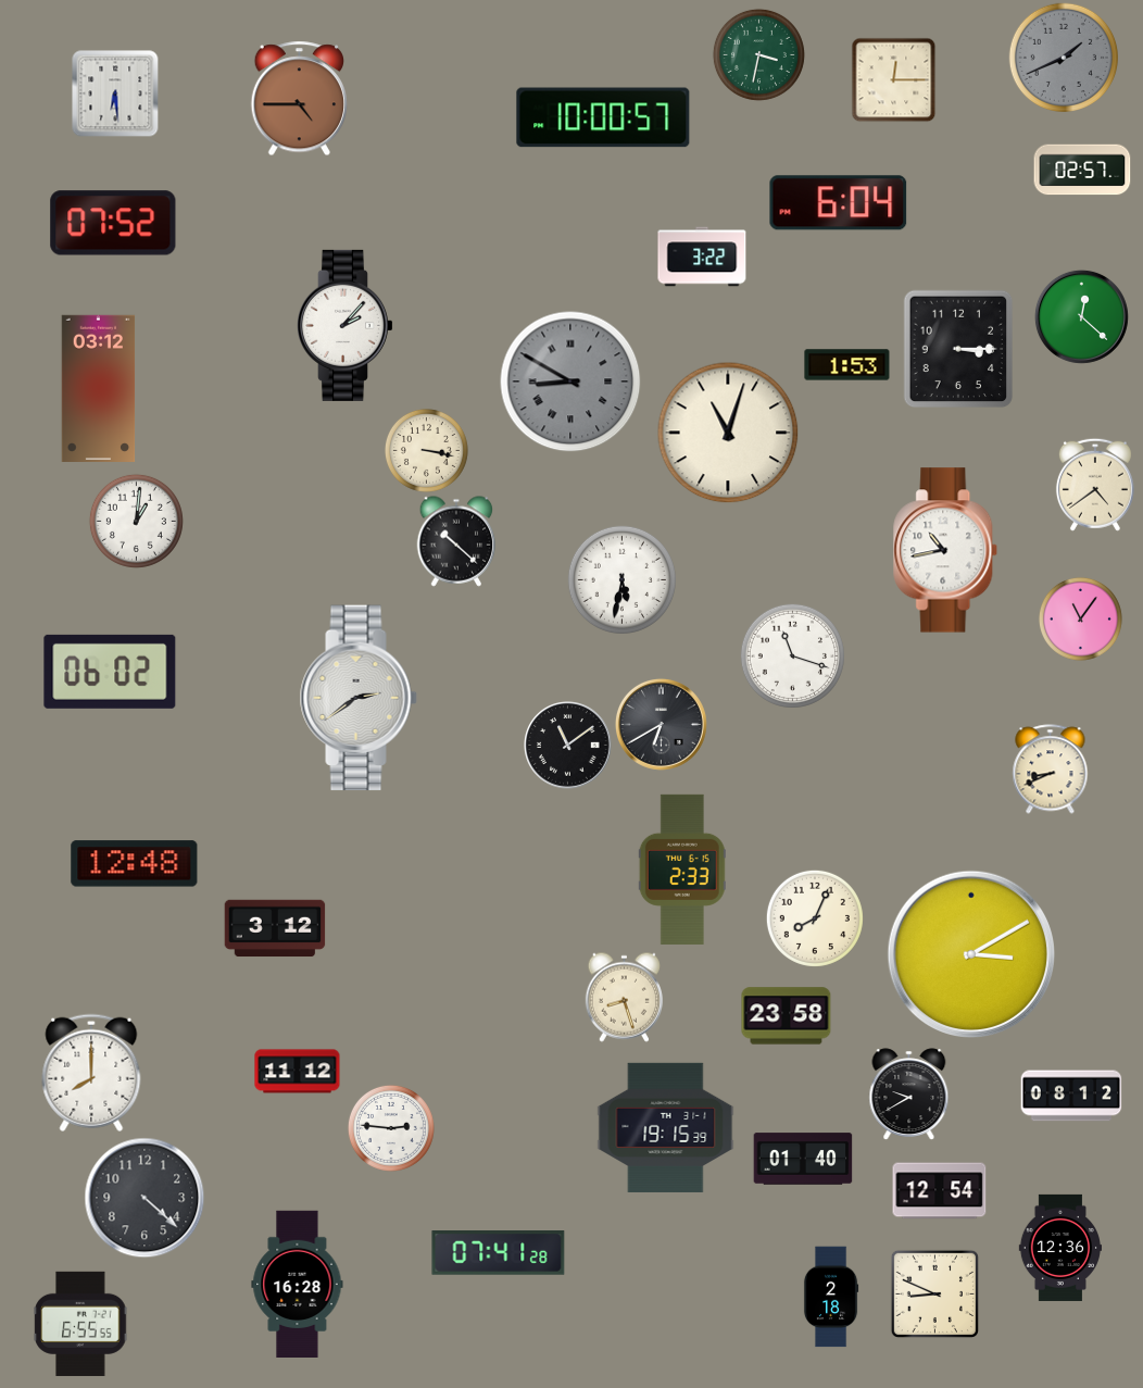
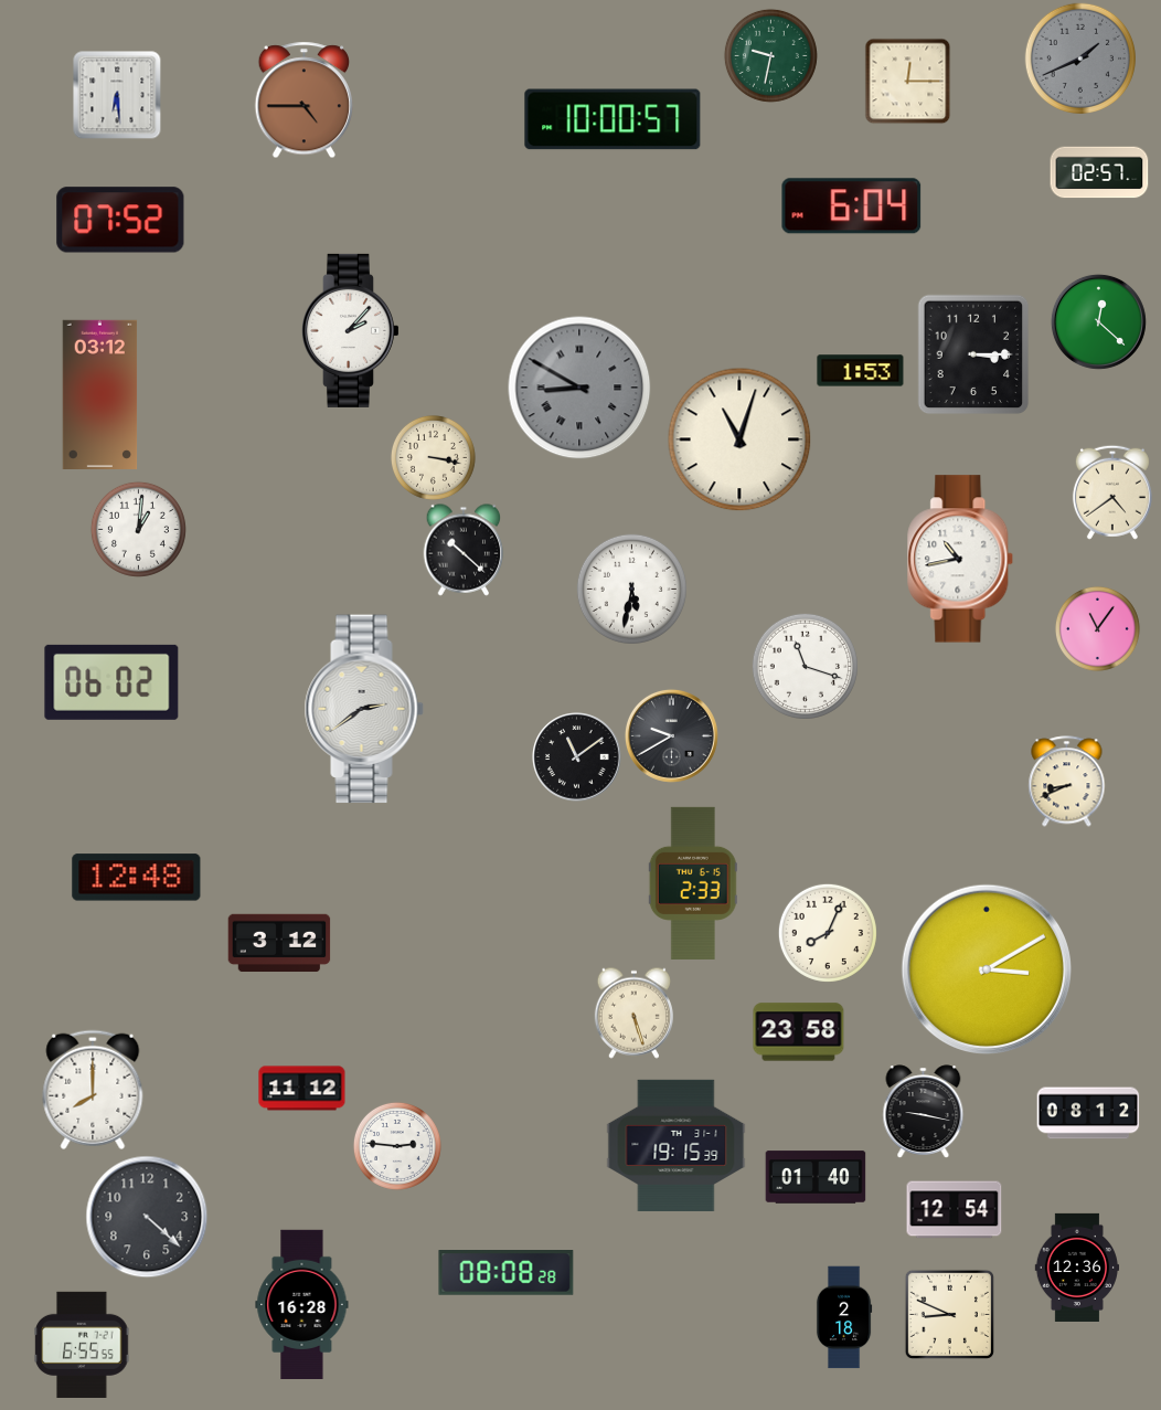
clock at (758, 54): 3:32 -> 9:32
clock at (113, 223) position: (113, 223) -> (120, 220)
clock at (702, 257): 3:22 -> none
clock at (661, 724): 6:40 -> 9:40
clock at (624, 997): 8:27 -> 5:27
clock at (909, 1095): 9:40 -> 9:17
clock at (499, 1253): 07:41 -> 08:08
